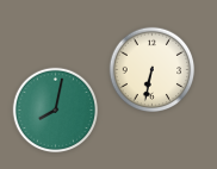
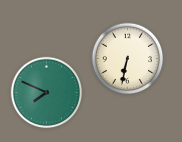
clock at (56, 111): 8:02 -> 7:49
